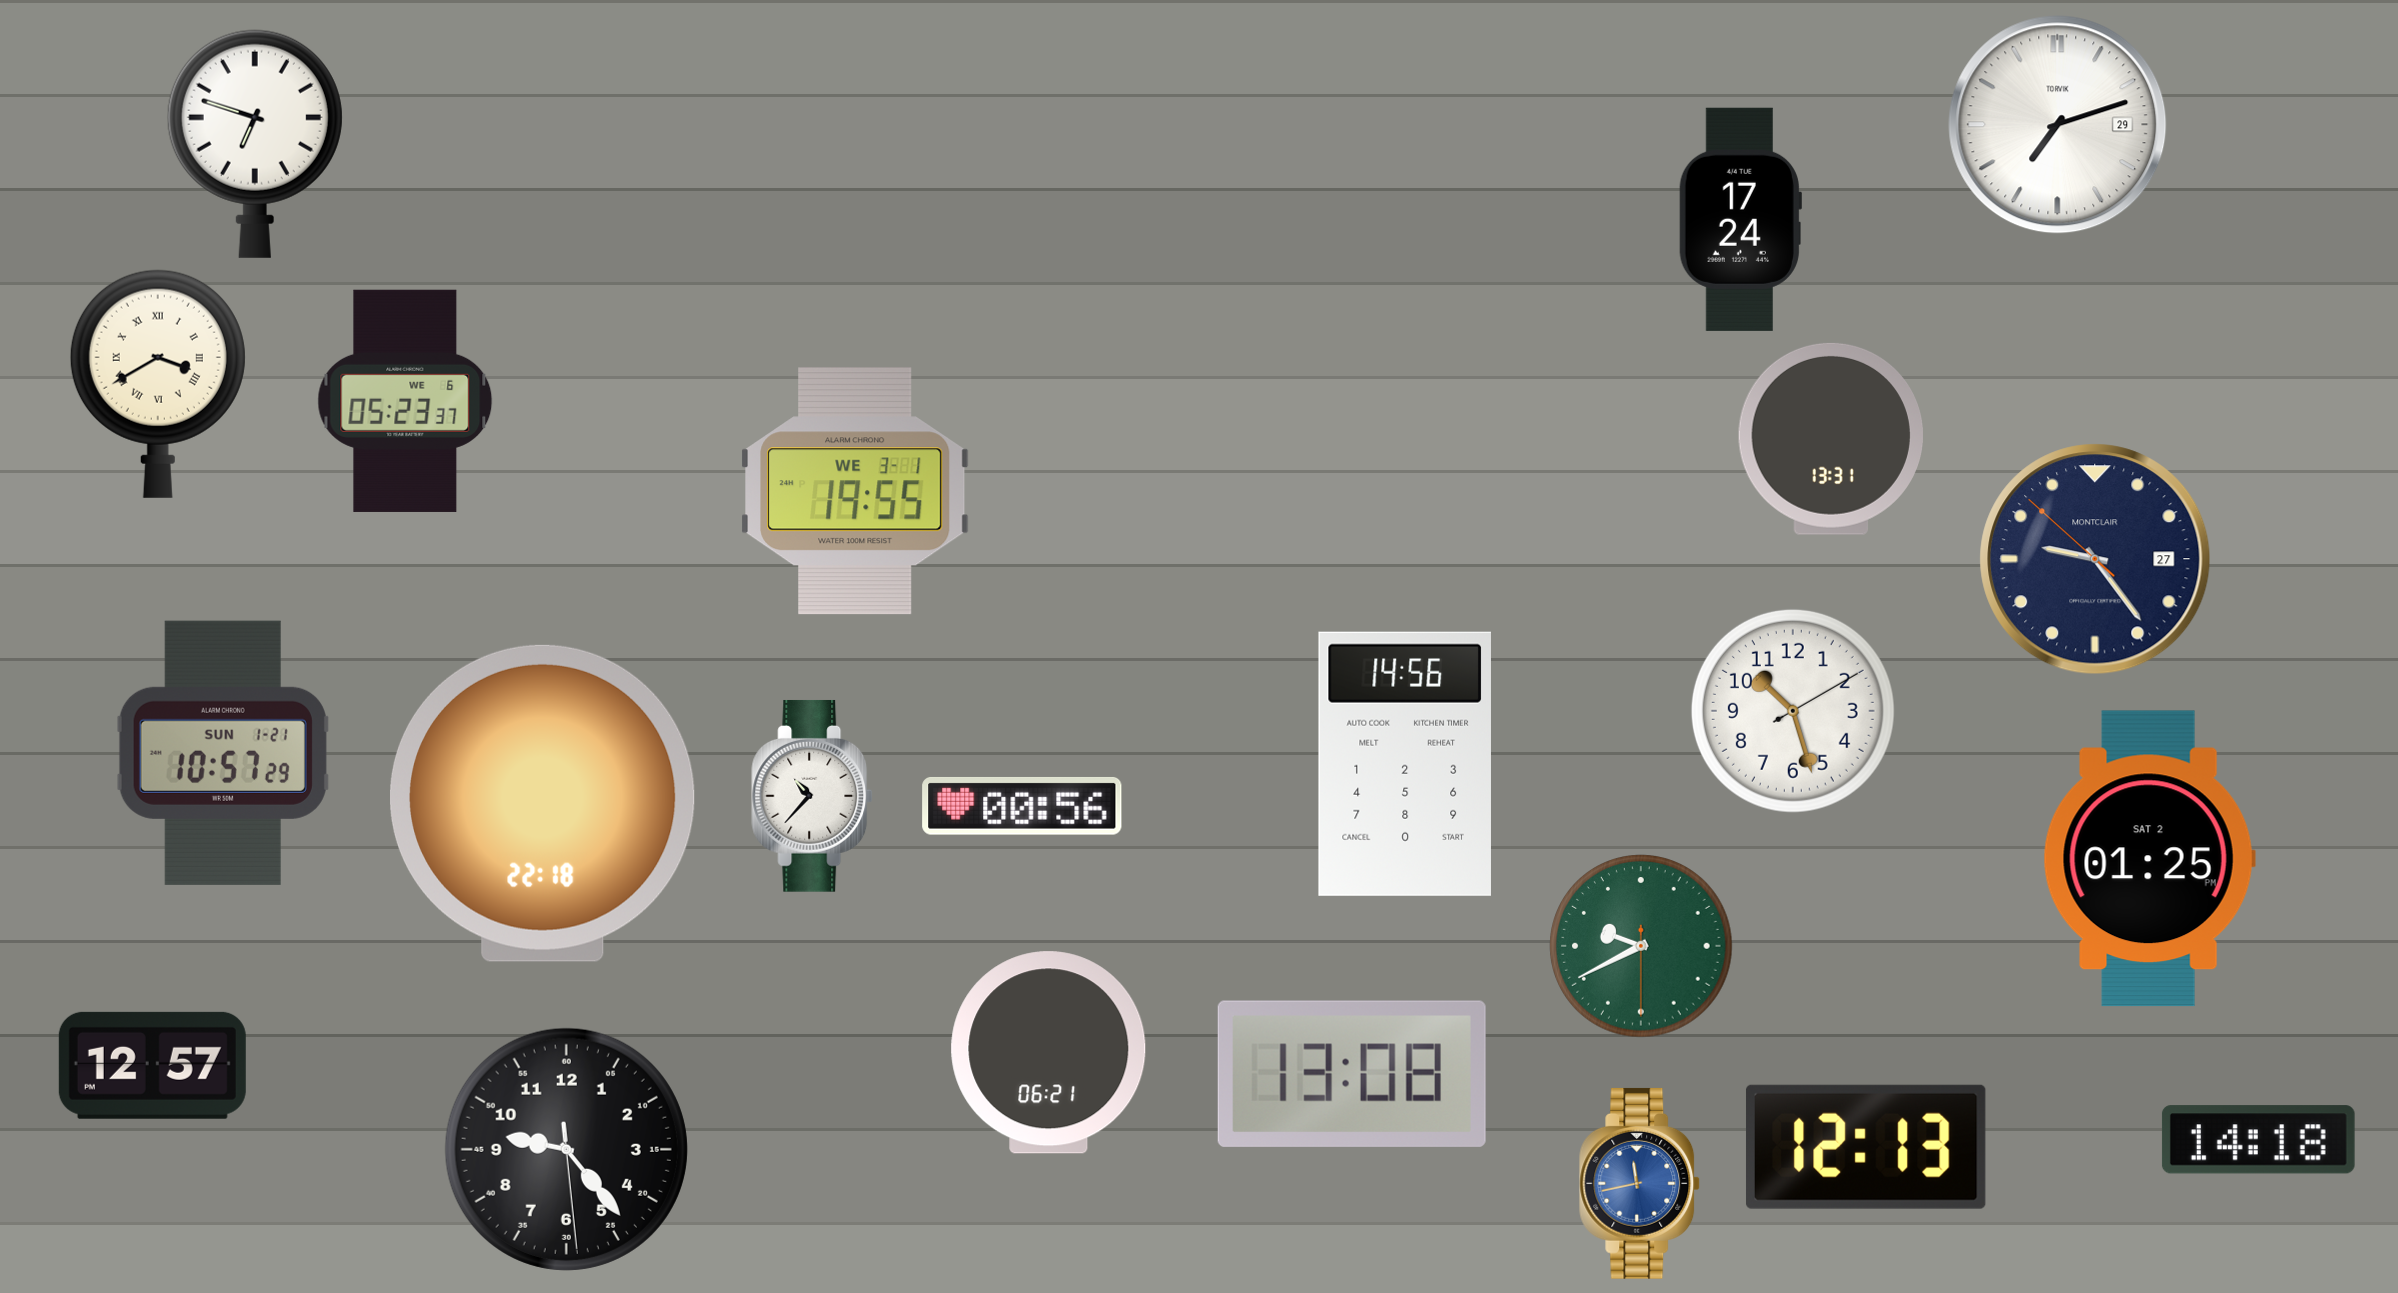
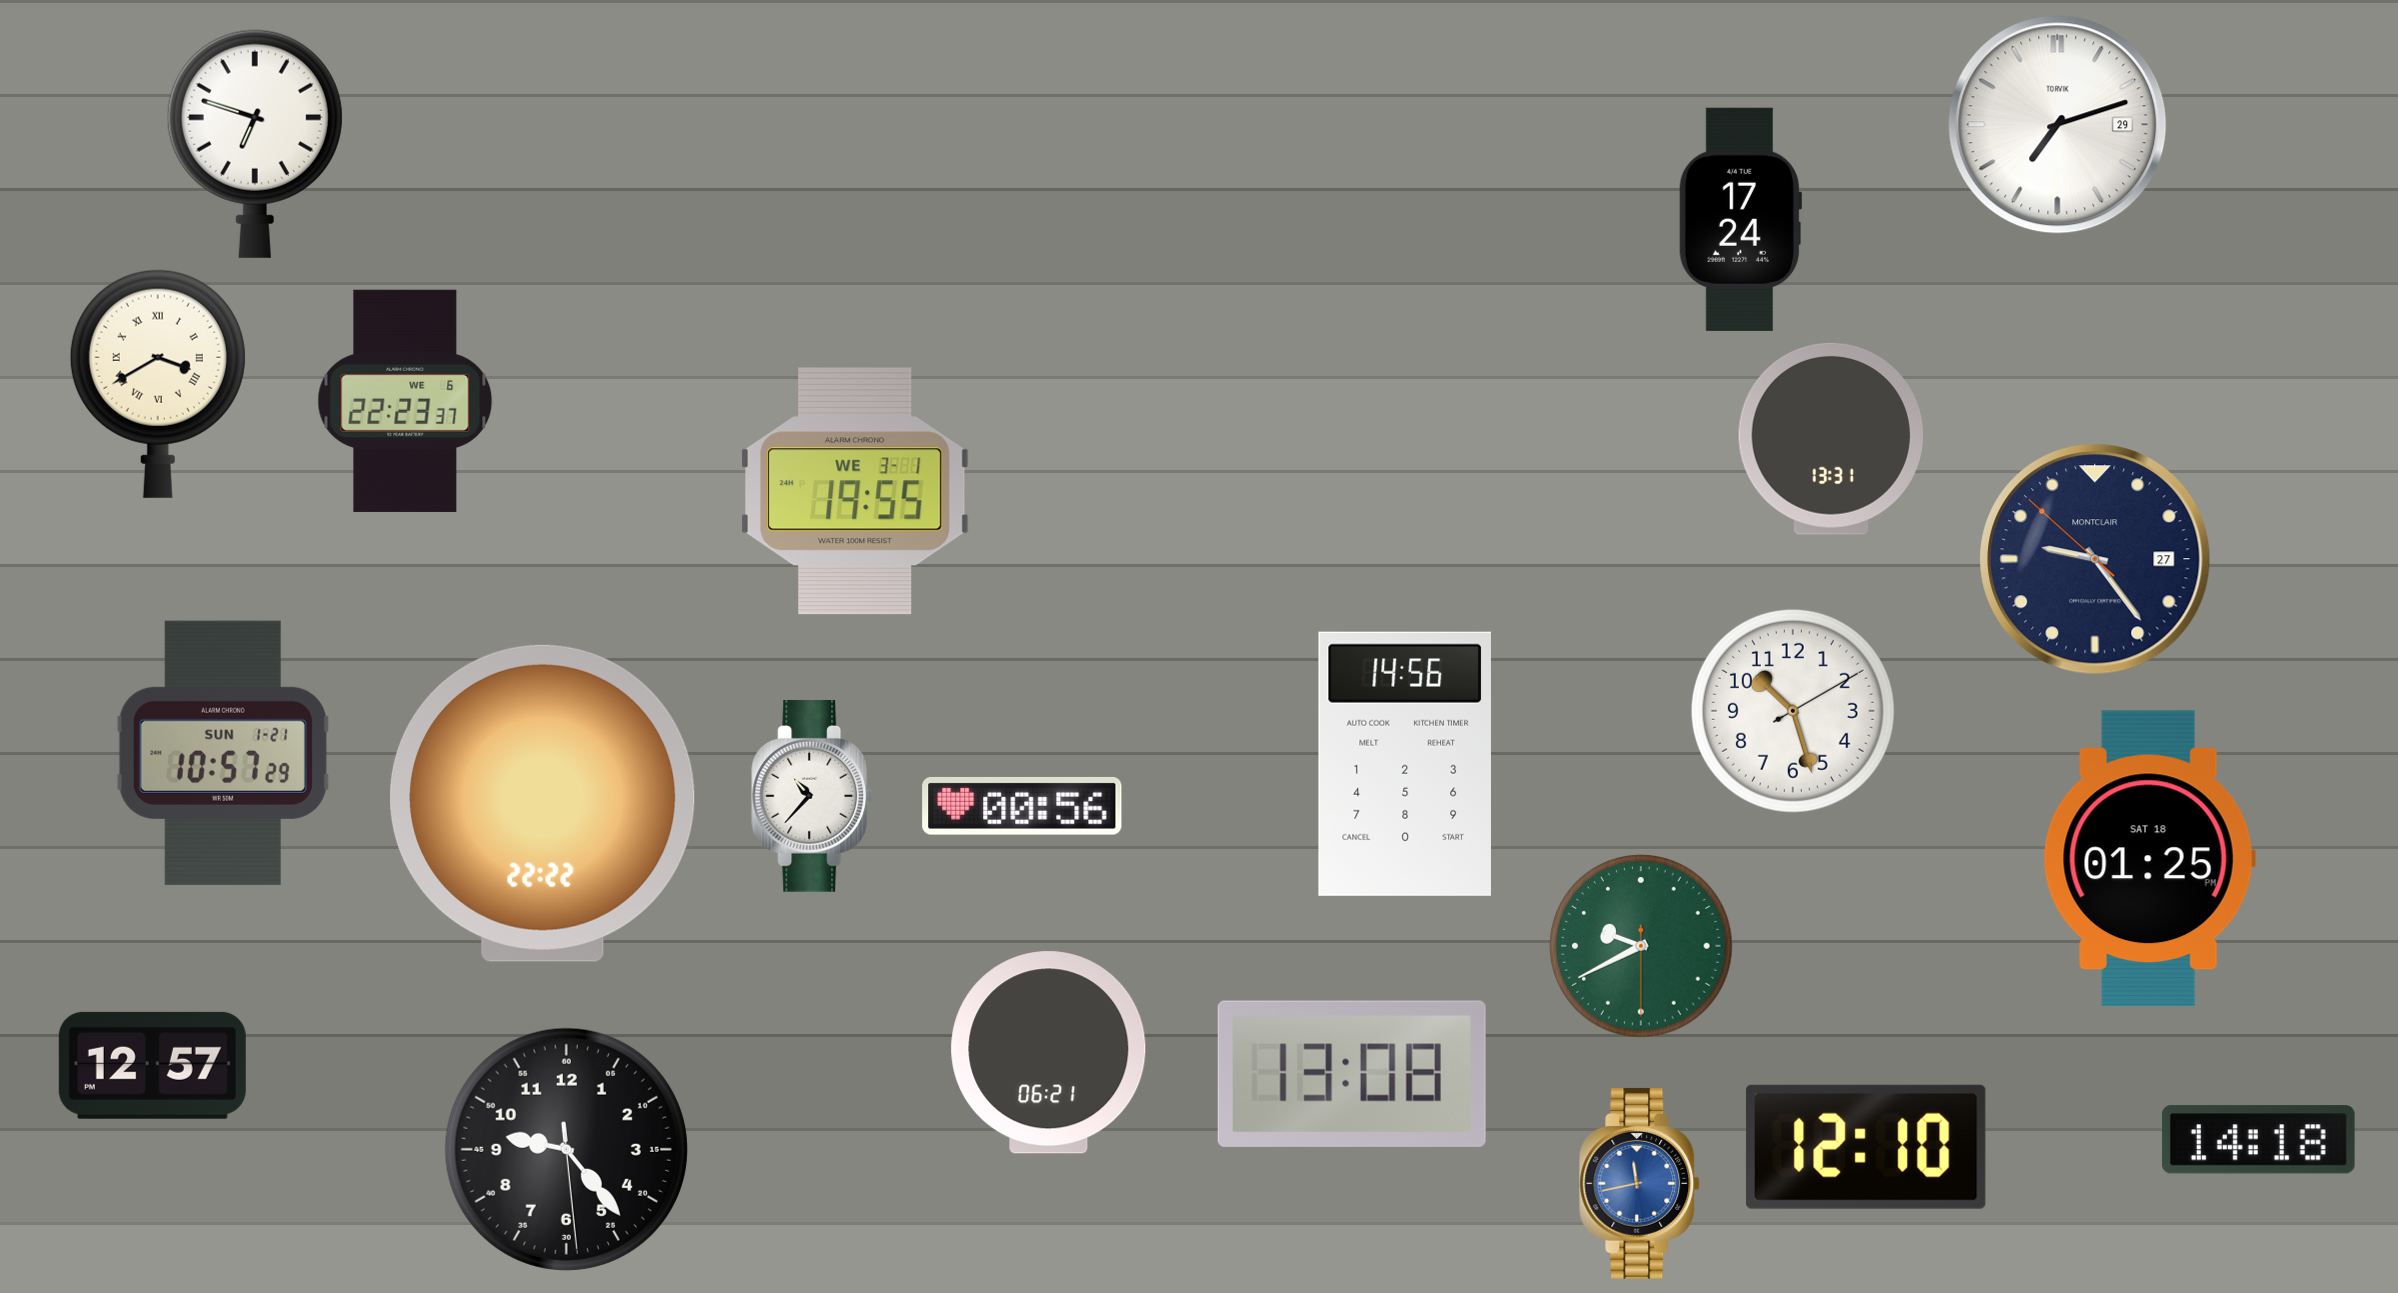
clock at (405, 401): 05:23 -> 22:23
clock at (543, 803): 22:18 -> 22:22
clock at (2149, 859) date: SAT 2 -> SAT 18
clock at (1866, 1147): 12:13 -> 12:10
